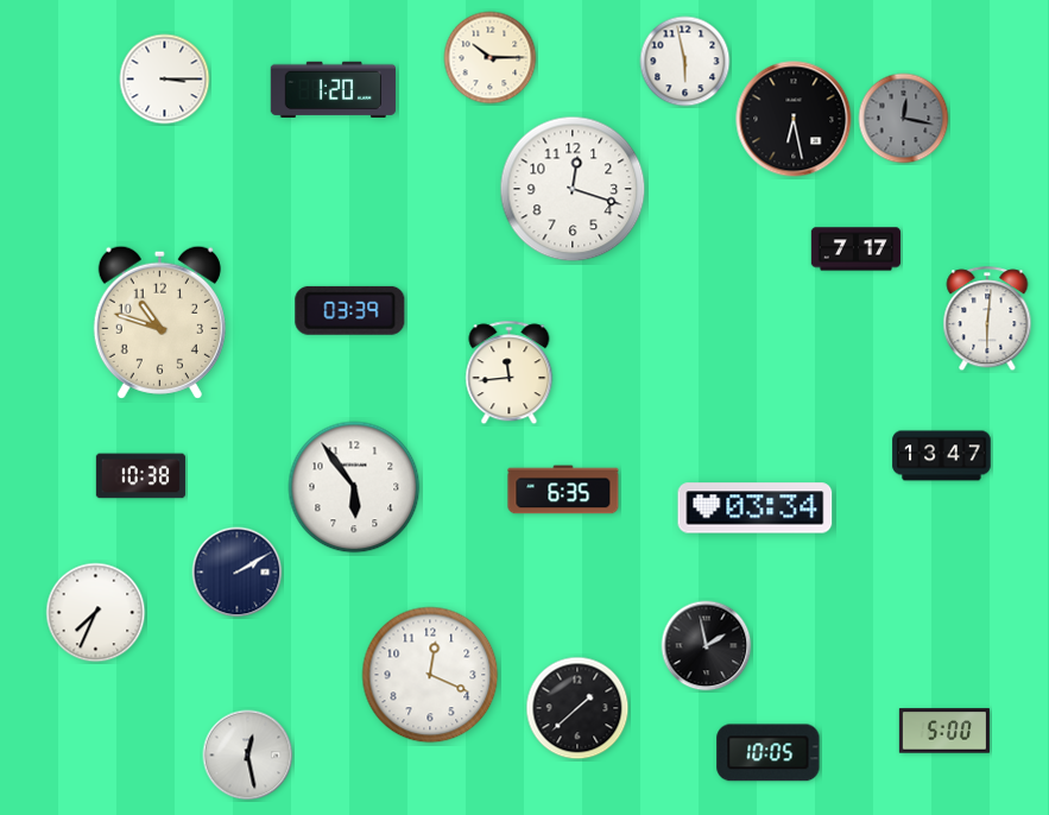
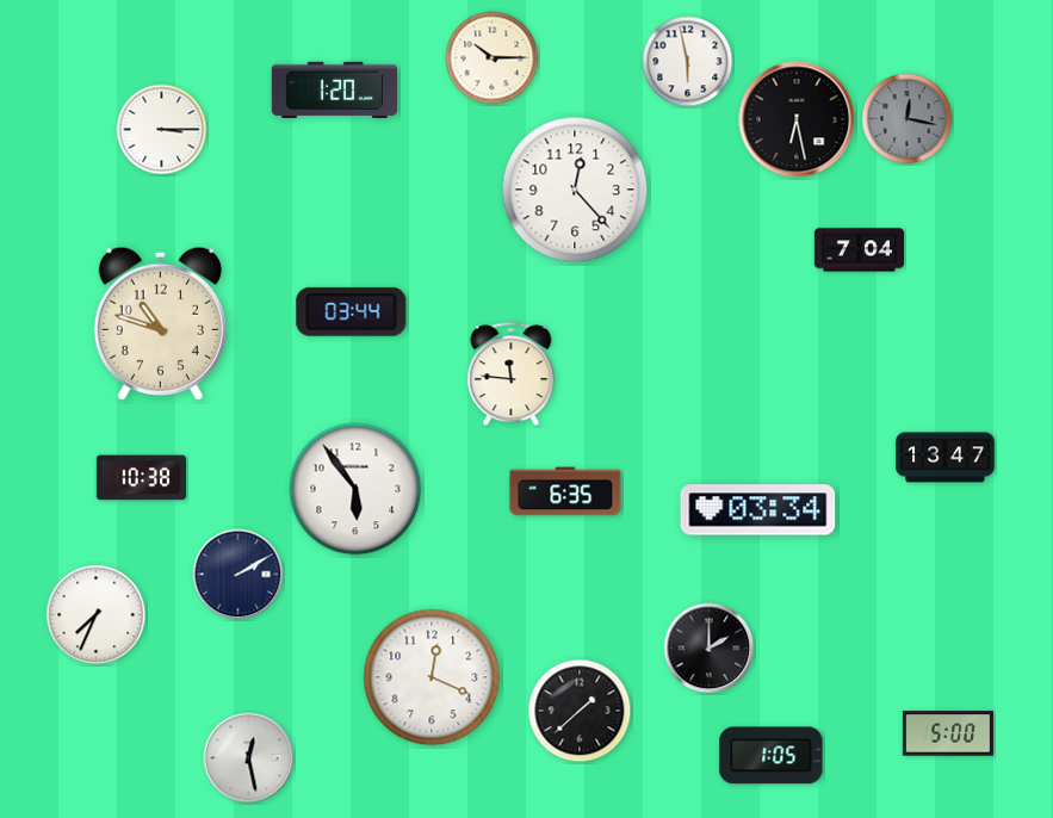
clock at (165, 80) position: (165, 80) -> (162, 130)
clock at (573, 189): 12:18 -> 12:23
clock at (855, 249): 7:17 -> 7:04
clock at (350, 310): 03:39 -> 03:44
clock at (987, 320): 6:01 -> none
clock at (510, 373): 11:44 -> 11:46
clock at (707, 646): 1:58 -> 2:00
clock at (769, 753): 10:05 -> 1:05
